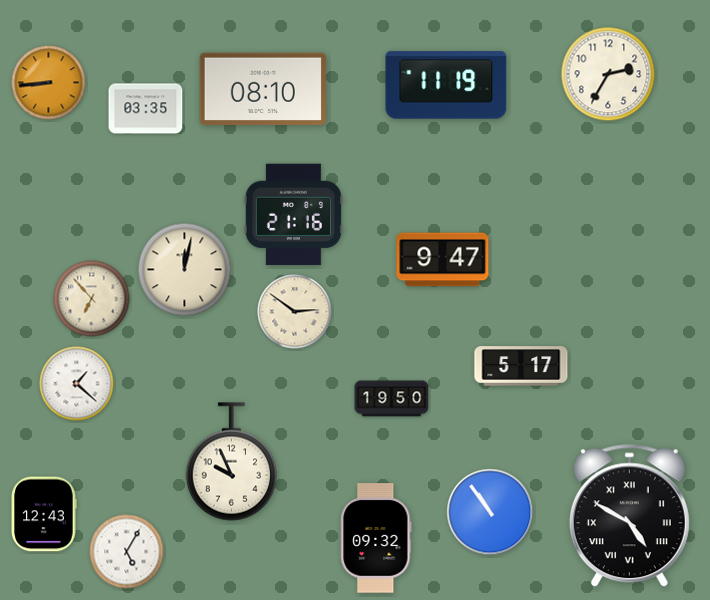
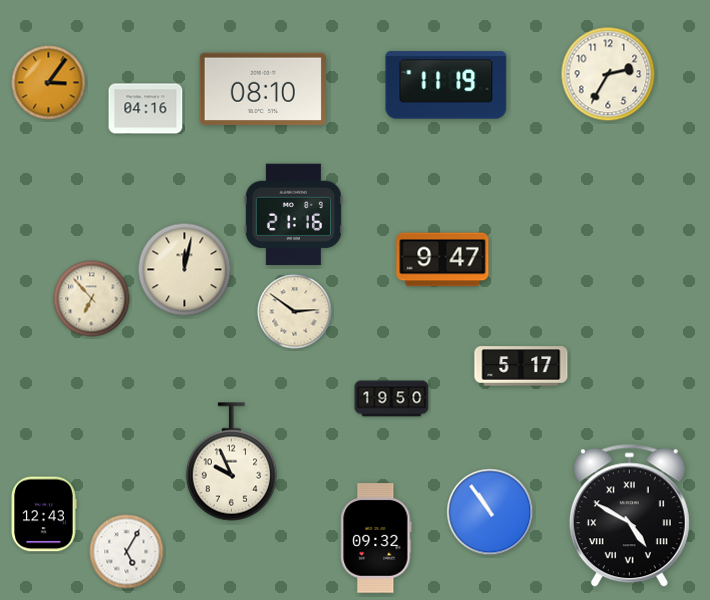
clock at (49, 83): 8:44 -> 3:06
clock at (146, 109): 03:35 -> 04:16
clock at (77, 384): 1:22 -> none
